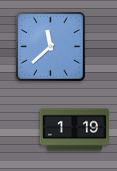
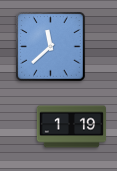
clock at (74, 130) position: (74, 130) -> (71, 127)
